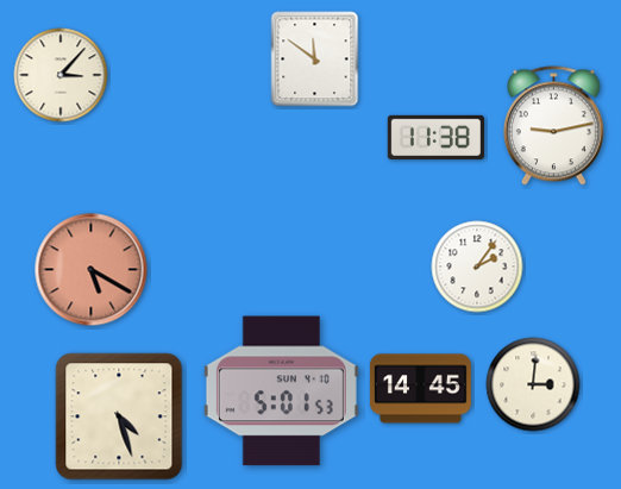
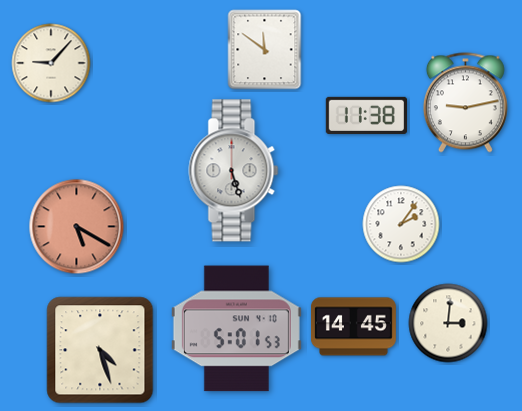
clock at (61, 75): 3:07 -> 9:07
clock at (553, 126) position: (553, 126) -> (465, 103)
clock at (234, 171): none -> 5:27
